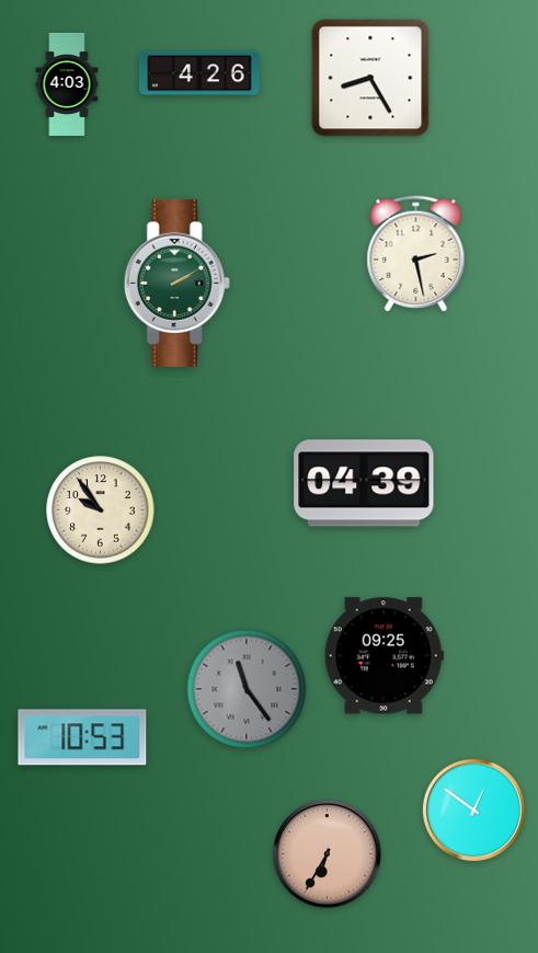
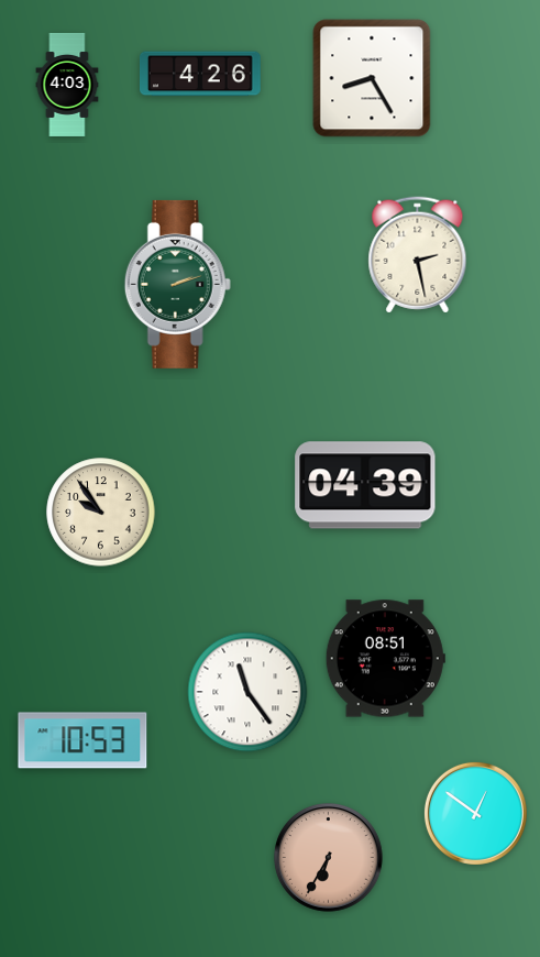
clock at (176, 283): 2:10 -> 2:12
clock at (384, 656): 09:25 -> 08:51
clock at (247, 689) dial: grey -> white
